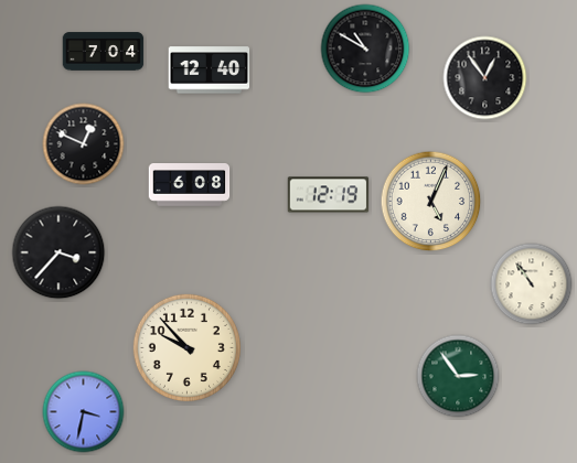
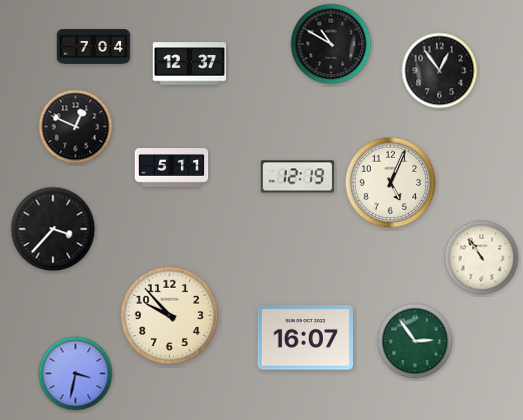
clock at (210, 71): 12:40 -> 12:37
clock at (84, 144) position: (84, 144) -> (76, 127)
clock at (190, 185): 6:08 -> 5:11
clock at (306, 338): none -> 16:07
